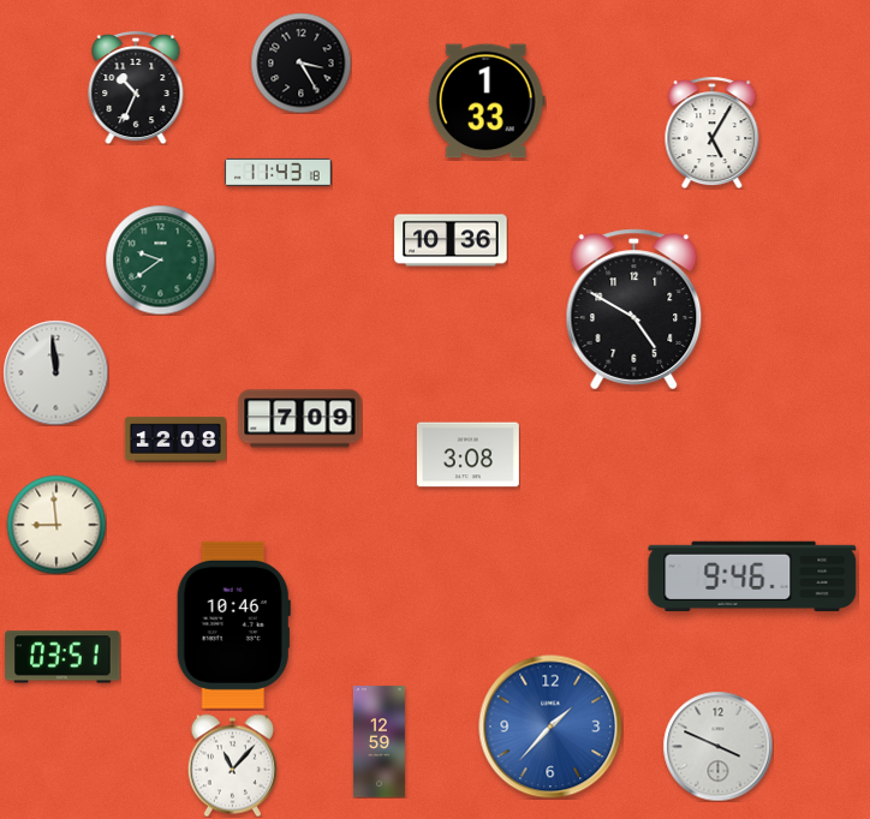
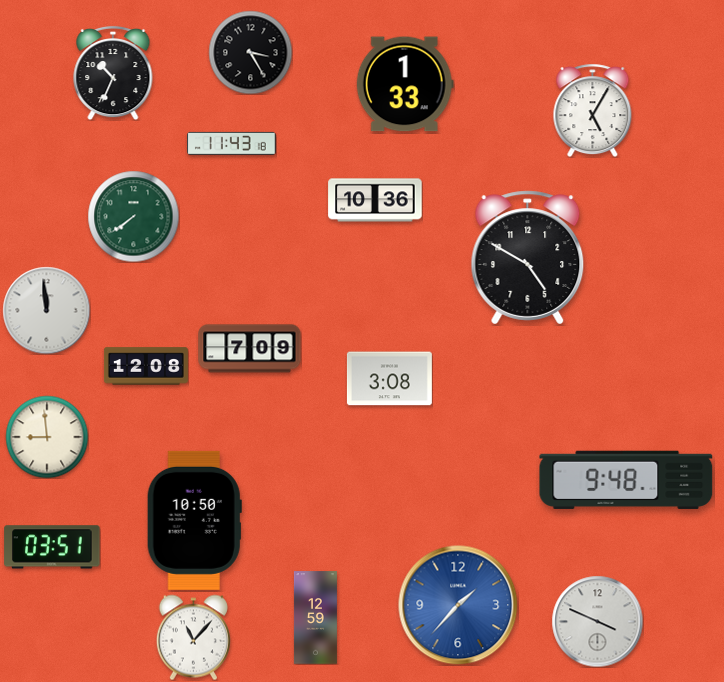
clock at (160, 259): 9:39 -> 7:39
clock at (752, 576): 9:46 -> 9:48
clock at (233, 624): 10:46 -> 10:50
